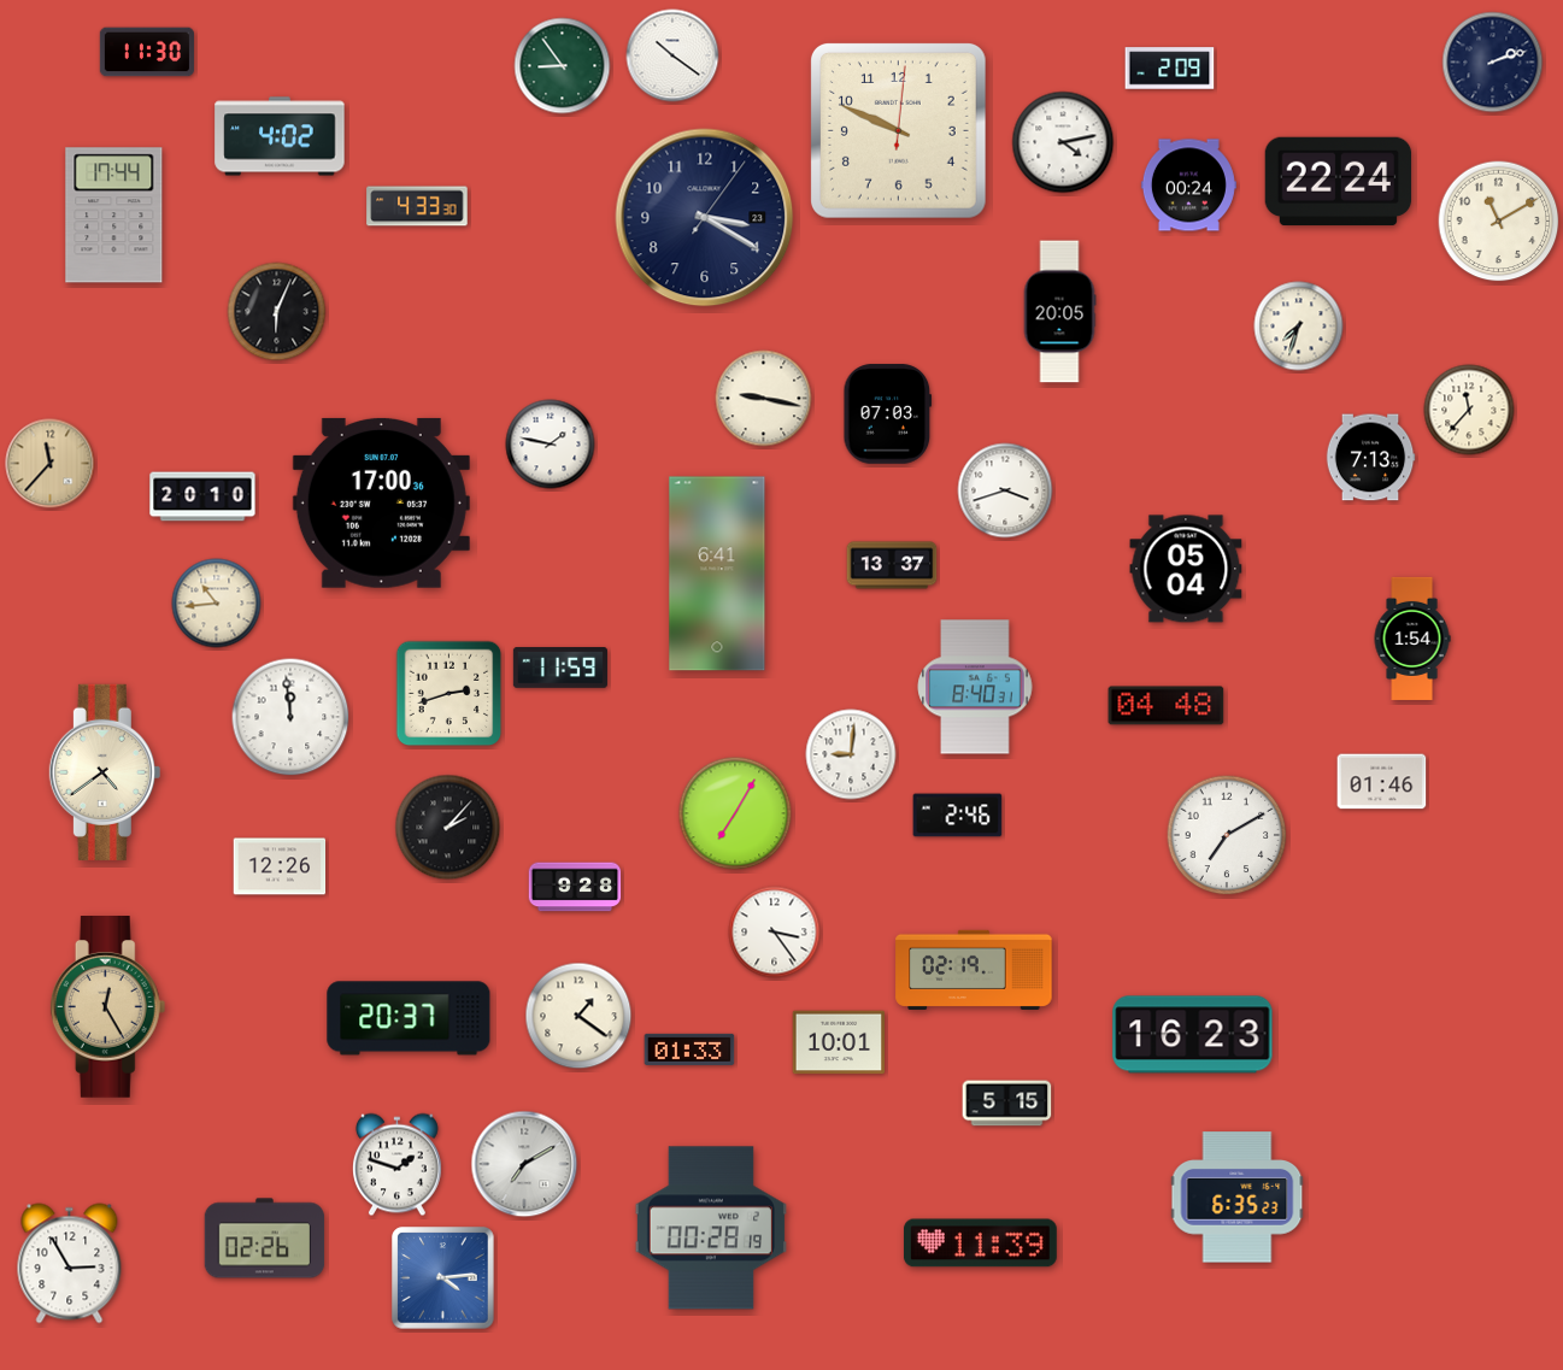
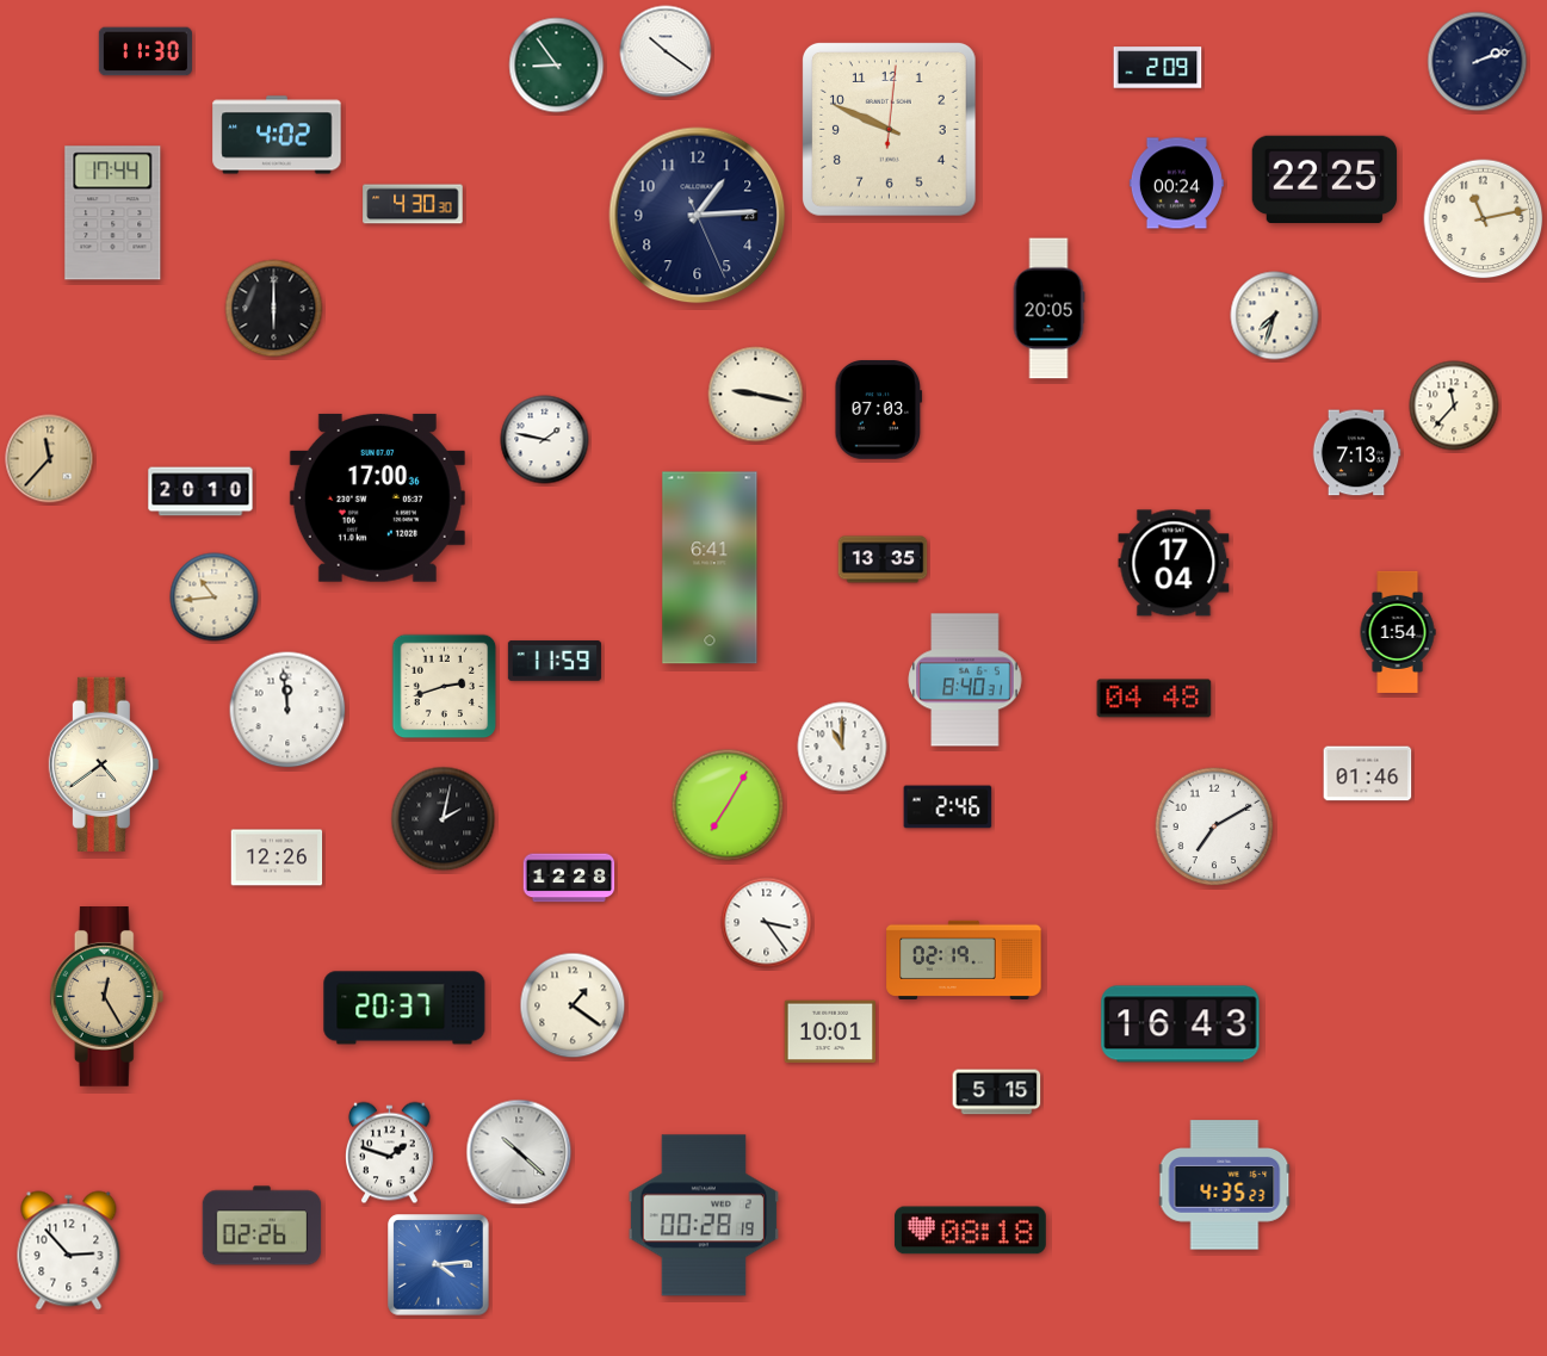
clock at (672, 55) position: (672, 55) -> (666, 51)
clock at (1063, 142): 4:13 -> none
clock at (1339, 182): 22:24 -> 22:25
clock at (417, 206): 4:33 -> 4:30
clock at (705, 218): 3:20 -> 1:14
clock at (1499, 222): 11:10 -> 11:13
clock at (277, 312): 6:04 -> 6:00
clock at (1299, 327) position: (1299, 327) -> (1275, 316)
clock at (1005, 490): 3:42 -> none
clock at (892, 565): 13:37 -> 13:35
clock at (1186, 569): 05:04 -> 17:04
clock at (851, 754): 9:01 -> 11:00
clock at (448, 828): 2:07 -> 2:02
clock at (575, 887): 9:28 -> 12:28
clock at (1193, 1035): 16:23 -> 16:43
clock at (689, 1049): 01:33 -> none
clock at (524, 1164): 7:10 -> 10:22
clock at (398, 1165) position: (398, 1165) -> (390, 1153)
clock at (1238, 1198): 6:35 -> 4:35
clock at (980, 1243): 11:39 -> 08:18
clock at (70, 1264): 2:55 -> 2:53
